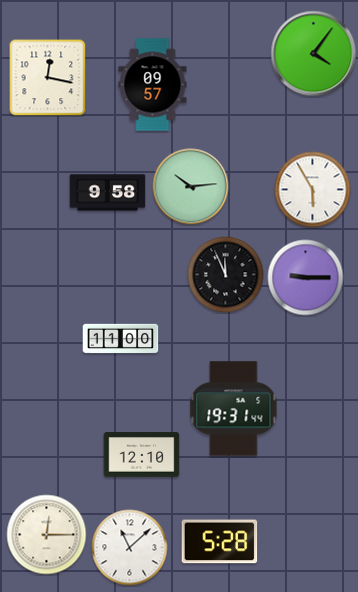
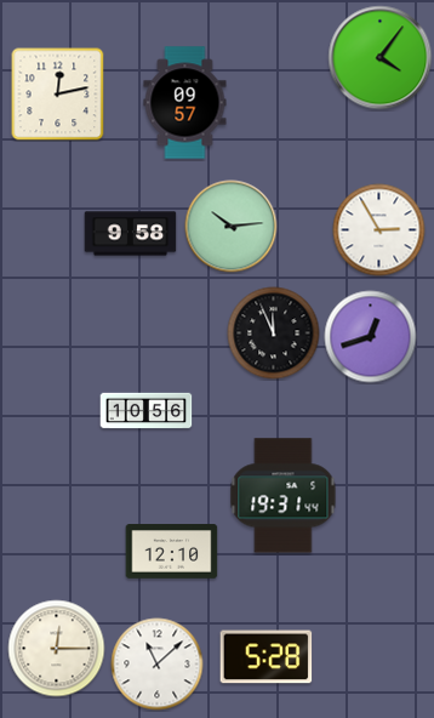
clock at (314, 54) position: (314, 54) -> (381, 58)
clock at (48, 78): 12:17 -> 12:13
clock at (313, 190): 5:55 -> 2:55
clock at (306, 278): 9:15 -> 12:42
clock at (121, 339): 11:00 -> 10:56
